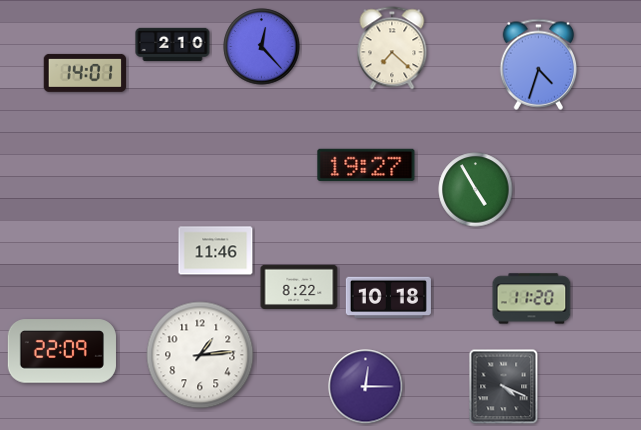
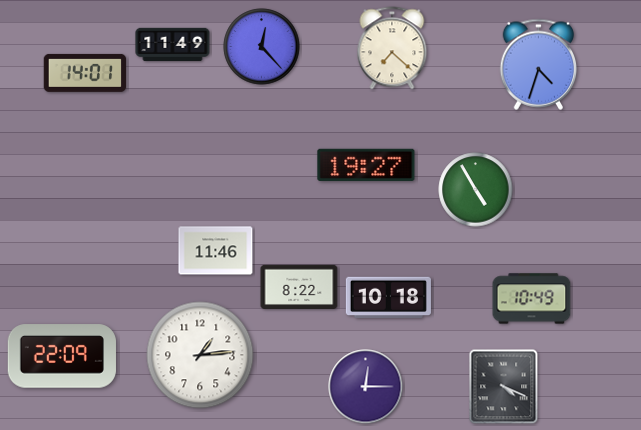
clock at (173, 45): 2:10 -> 11:49
clock at (532, 299): 11:20 -> 10:49
clock at (62, 351) position: (62, 351) -> (62, 356)
